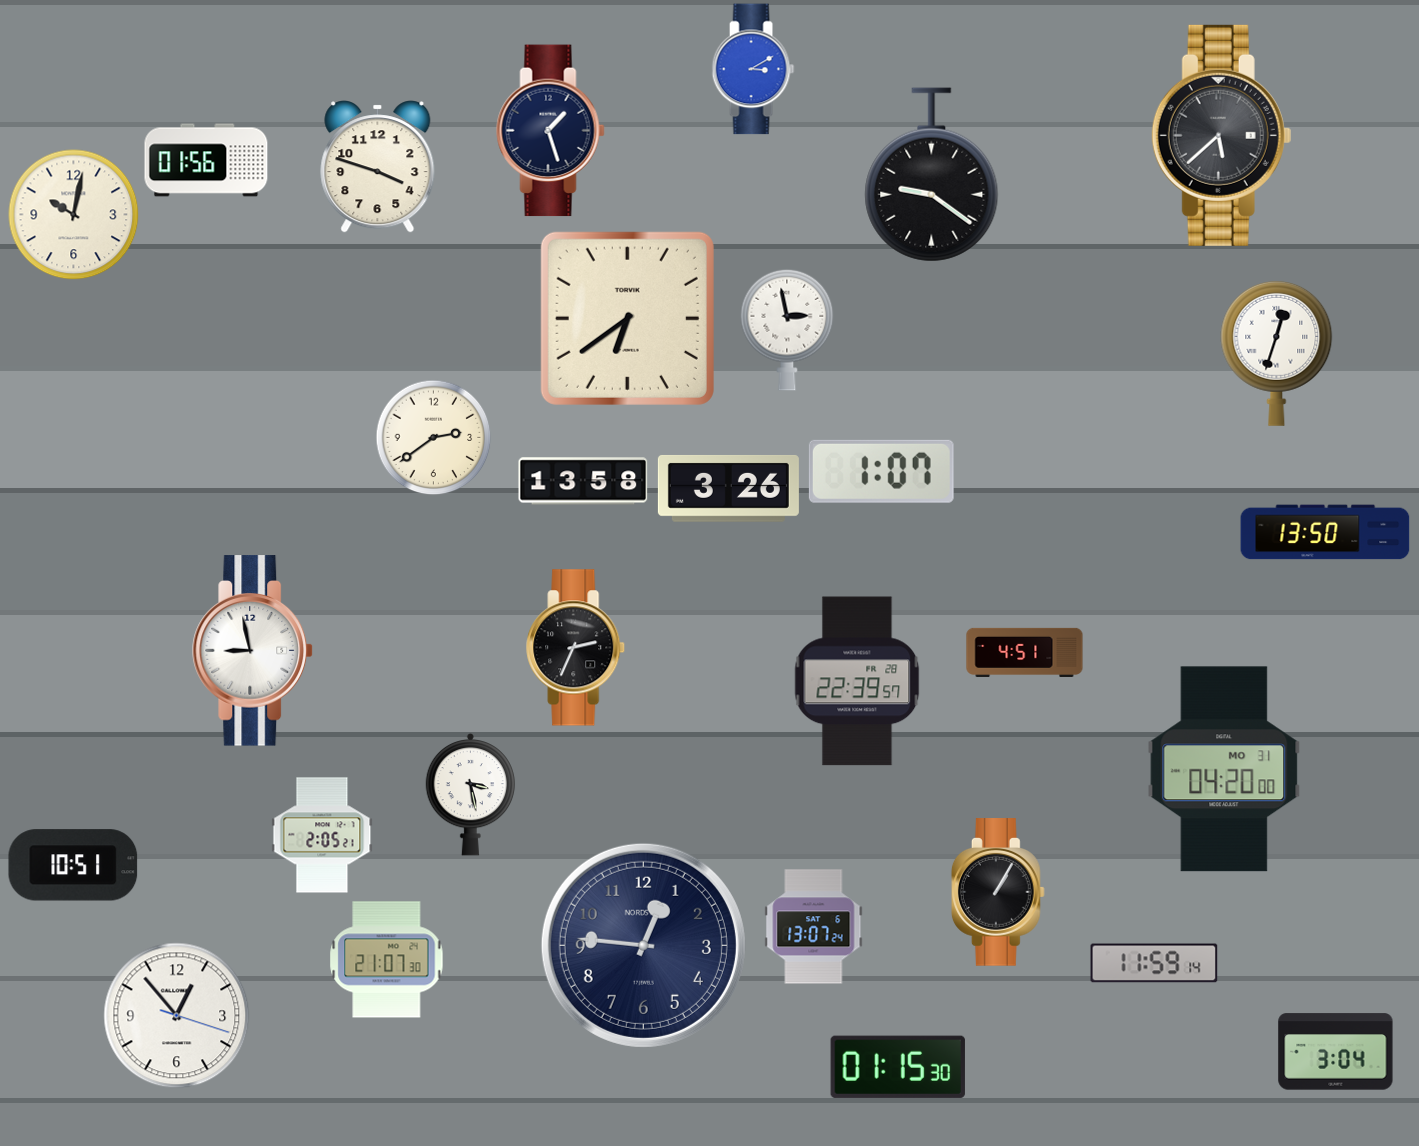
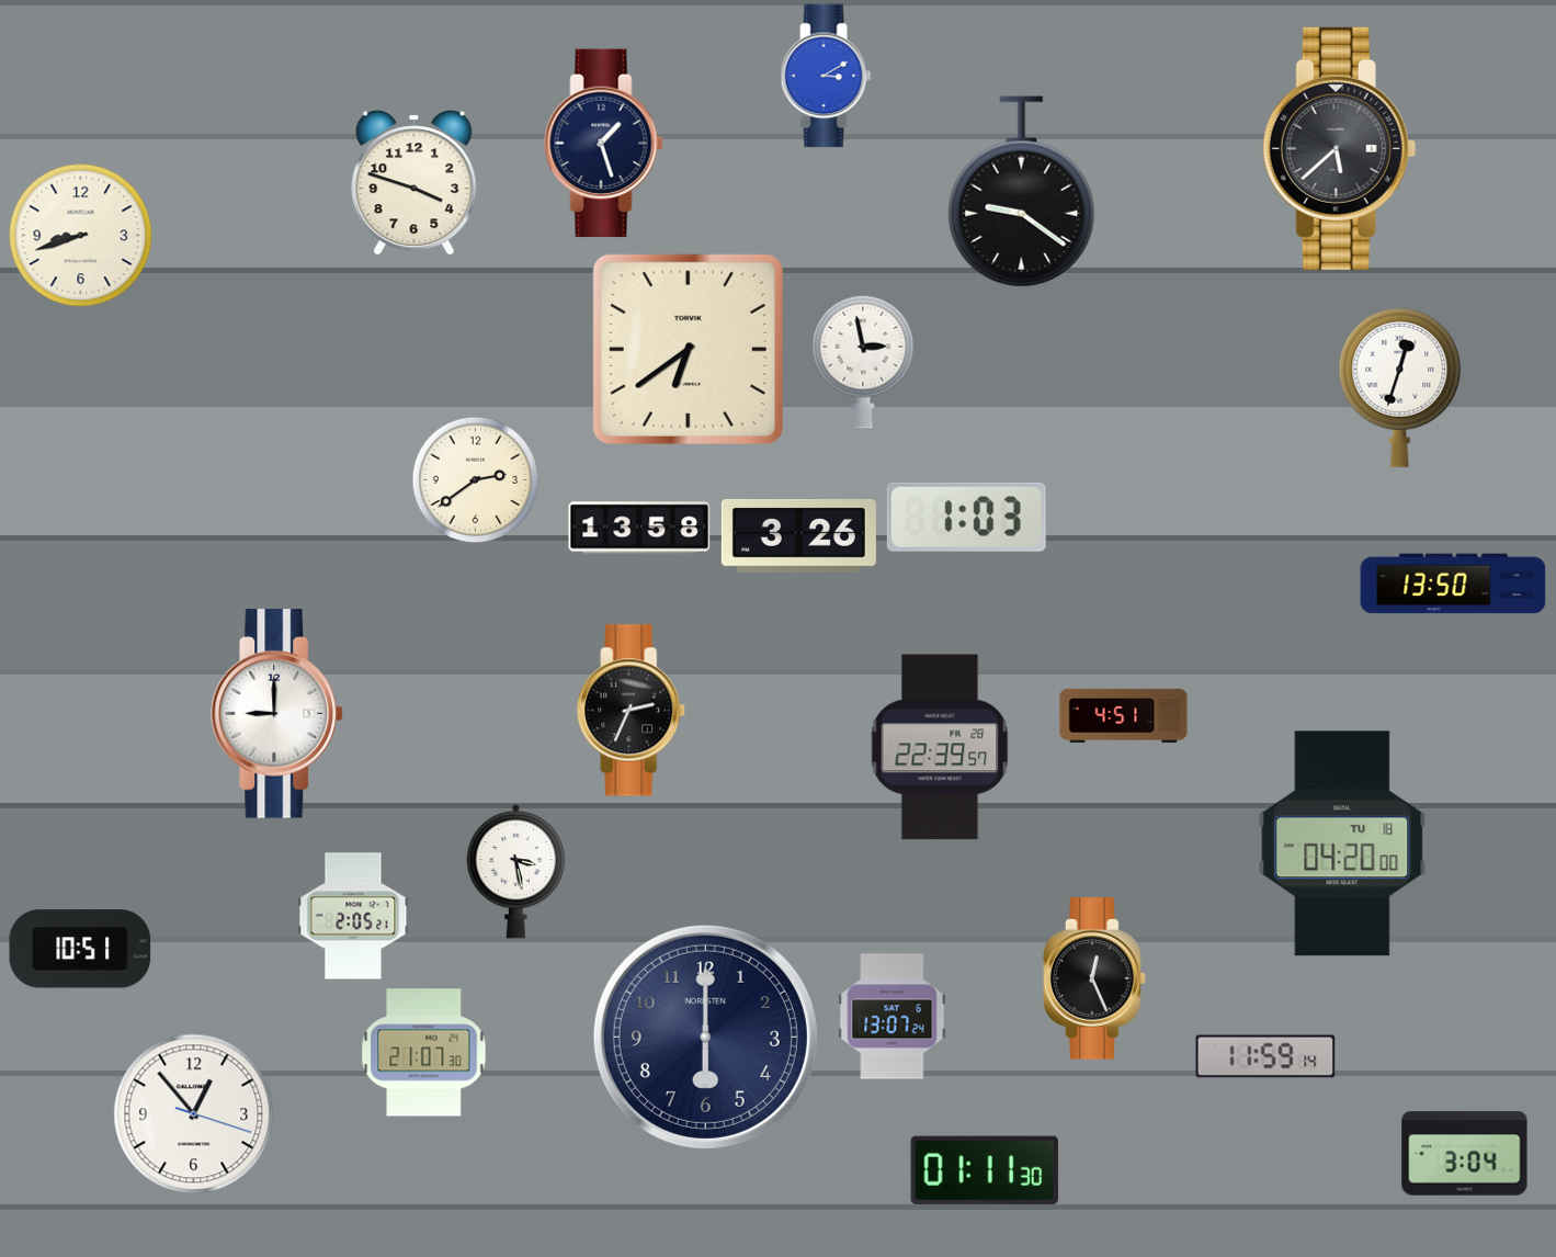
clock at (206, 160): 01:56 -> none
clock at (74, 215): 10:02 -> 8:42
clock at (881, 471): 1:07 -> 1:03
clock at (253, 651): 8:58 -> 9:00
clock at (1224, 769) date: MO 31 -> TU 18
clock at (998, 892): 1:05 -> 12:26
clock at (643, 945): 12:46 -> 6:00
clock at (898, 1067): 01:15 -> 01:11
